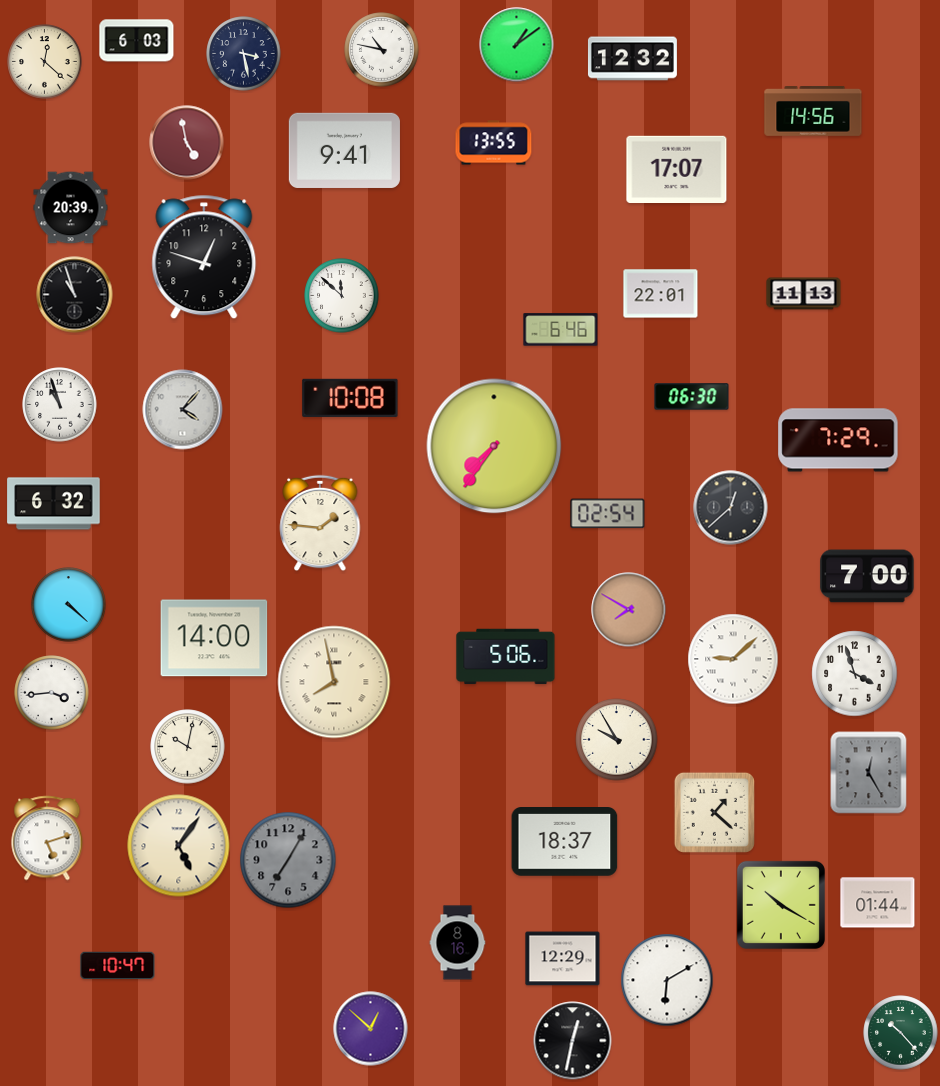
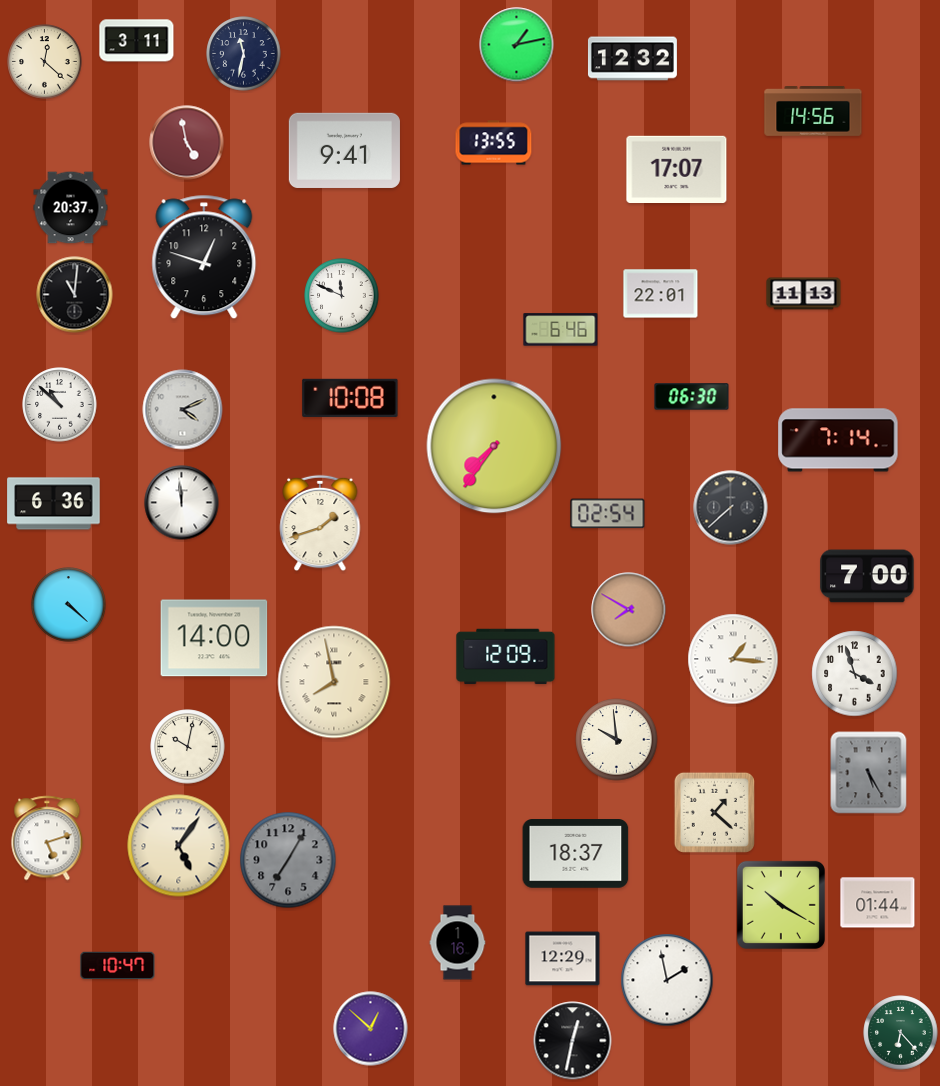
clock at (137, 41): 6:03 -> 3:11
clock at (517, 45): 1:09 -> 1:13
clock at (382, 50): 10:47 -> none
clock at (244, 54): 3:28 -> 11:32
clock at (71, 208): 20:39 -> 20:37
clock at (75, 295): 10:57 -> 11:01
clock at (342, 296): 11:52 -> 11:49
clock at (60, 405): 10:57 -> 10:52
clock at (183, 410): 4:07 -> 4:11
clock at (838, 440): 7:29 -> 7:14
clock at (182, 503): none -> 11:59
clock at (54, 504): 6:32 -> 6:36
clock at (731, 508): 12:38 -> 7:38
clock at (320, 523): 1:46 -> 1:42
clock at (506, 657): 5:06 -> 12:09
clock at (733, 659): 9:08 -> 1:16
clock at (52, 693): 3:44 -> none
clock at (617, 740): 9:55 -> 9:59
clock at (869, 773): 12:25 -> 5:25
clock at (565, 842) position: (565, 842) -> (576, 854)
clock at (458, 943): 8:16 -> 1:16
clock at (667, 980): 6:10 -> 1:58
clock at (901, 1033): 10:23 -> 6:23
